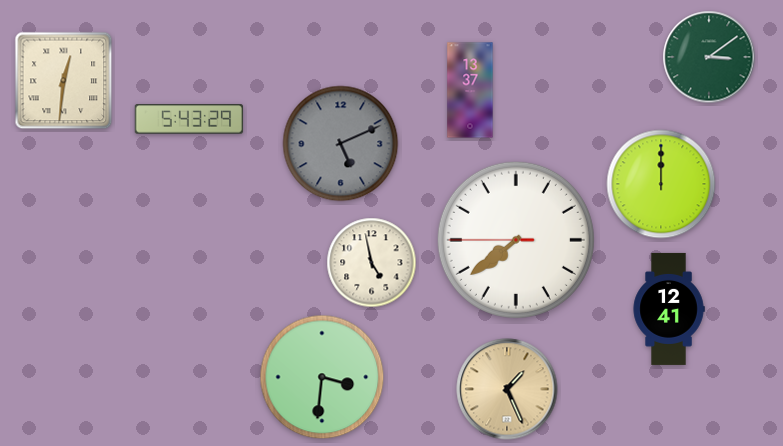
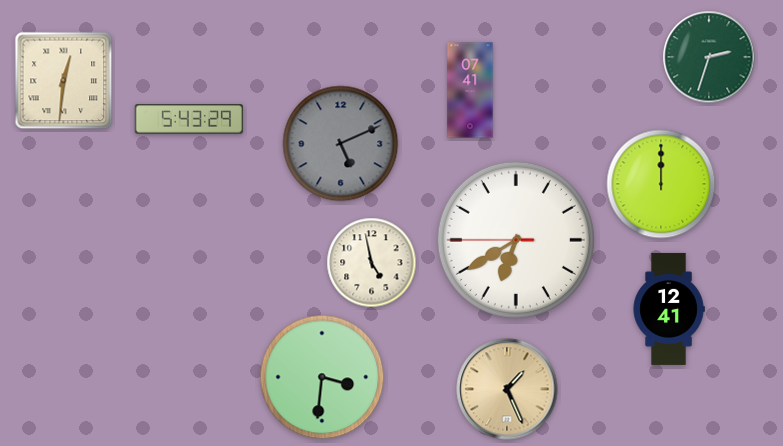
clock at (709, 57): 3:09 -> 2:33
clock at (470, 90): 13:37 -> 07:41
clock at (516, 240): 7:38 -> 6:39
